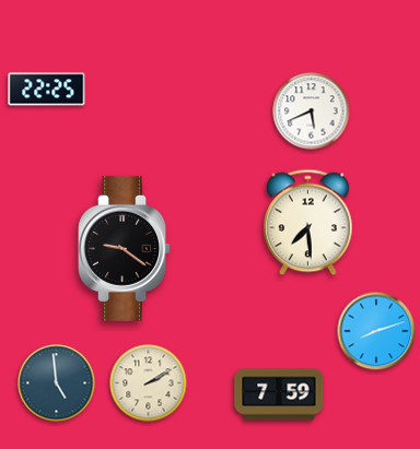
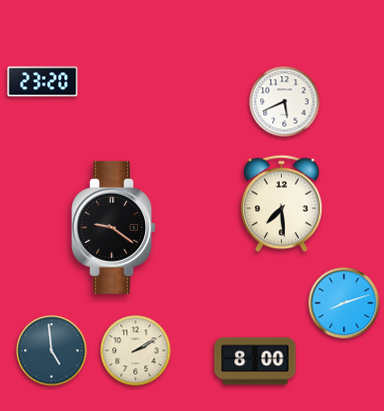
clock at (47, 90): 22:25 -> 23:20
clock at (279, 394): 7:59 -> 8:00
